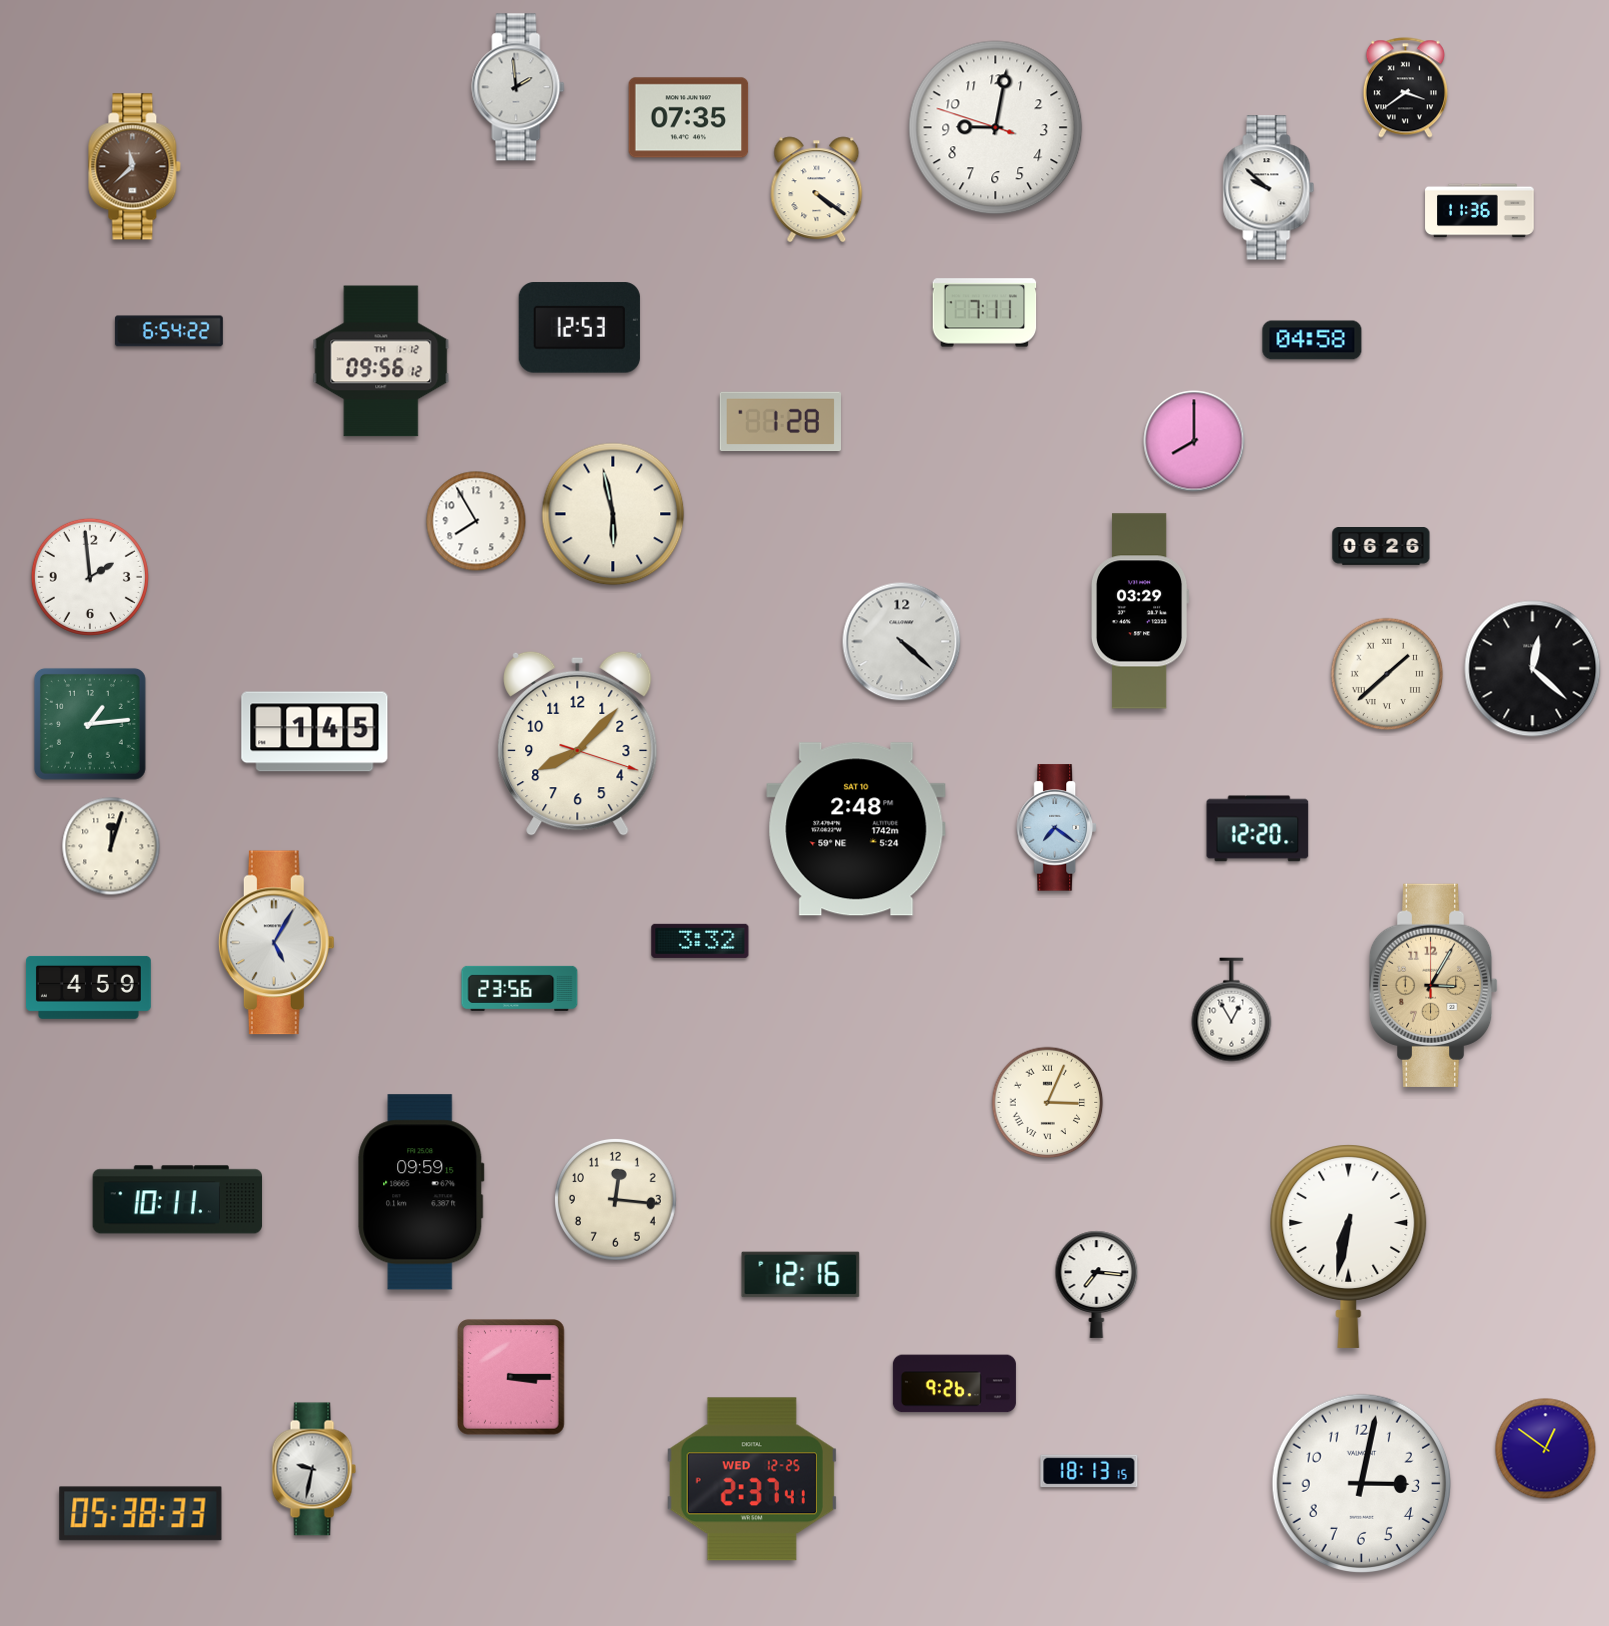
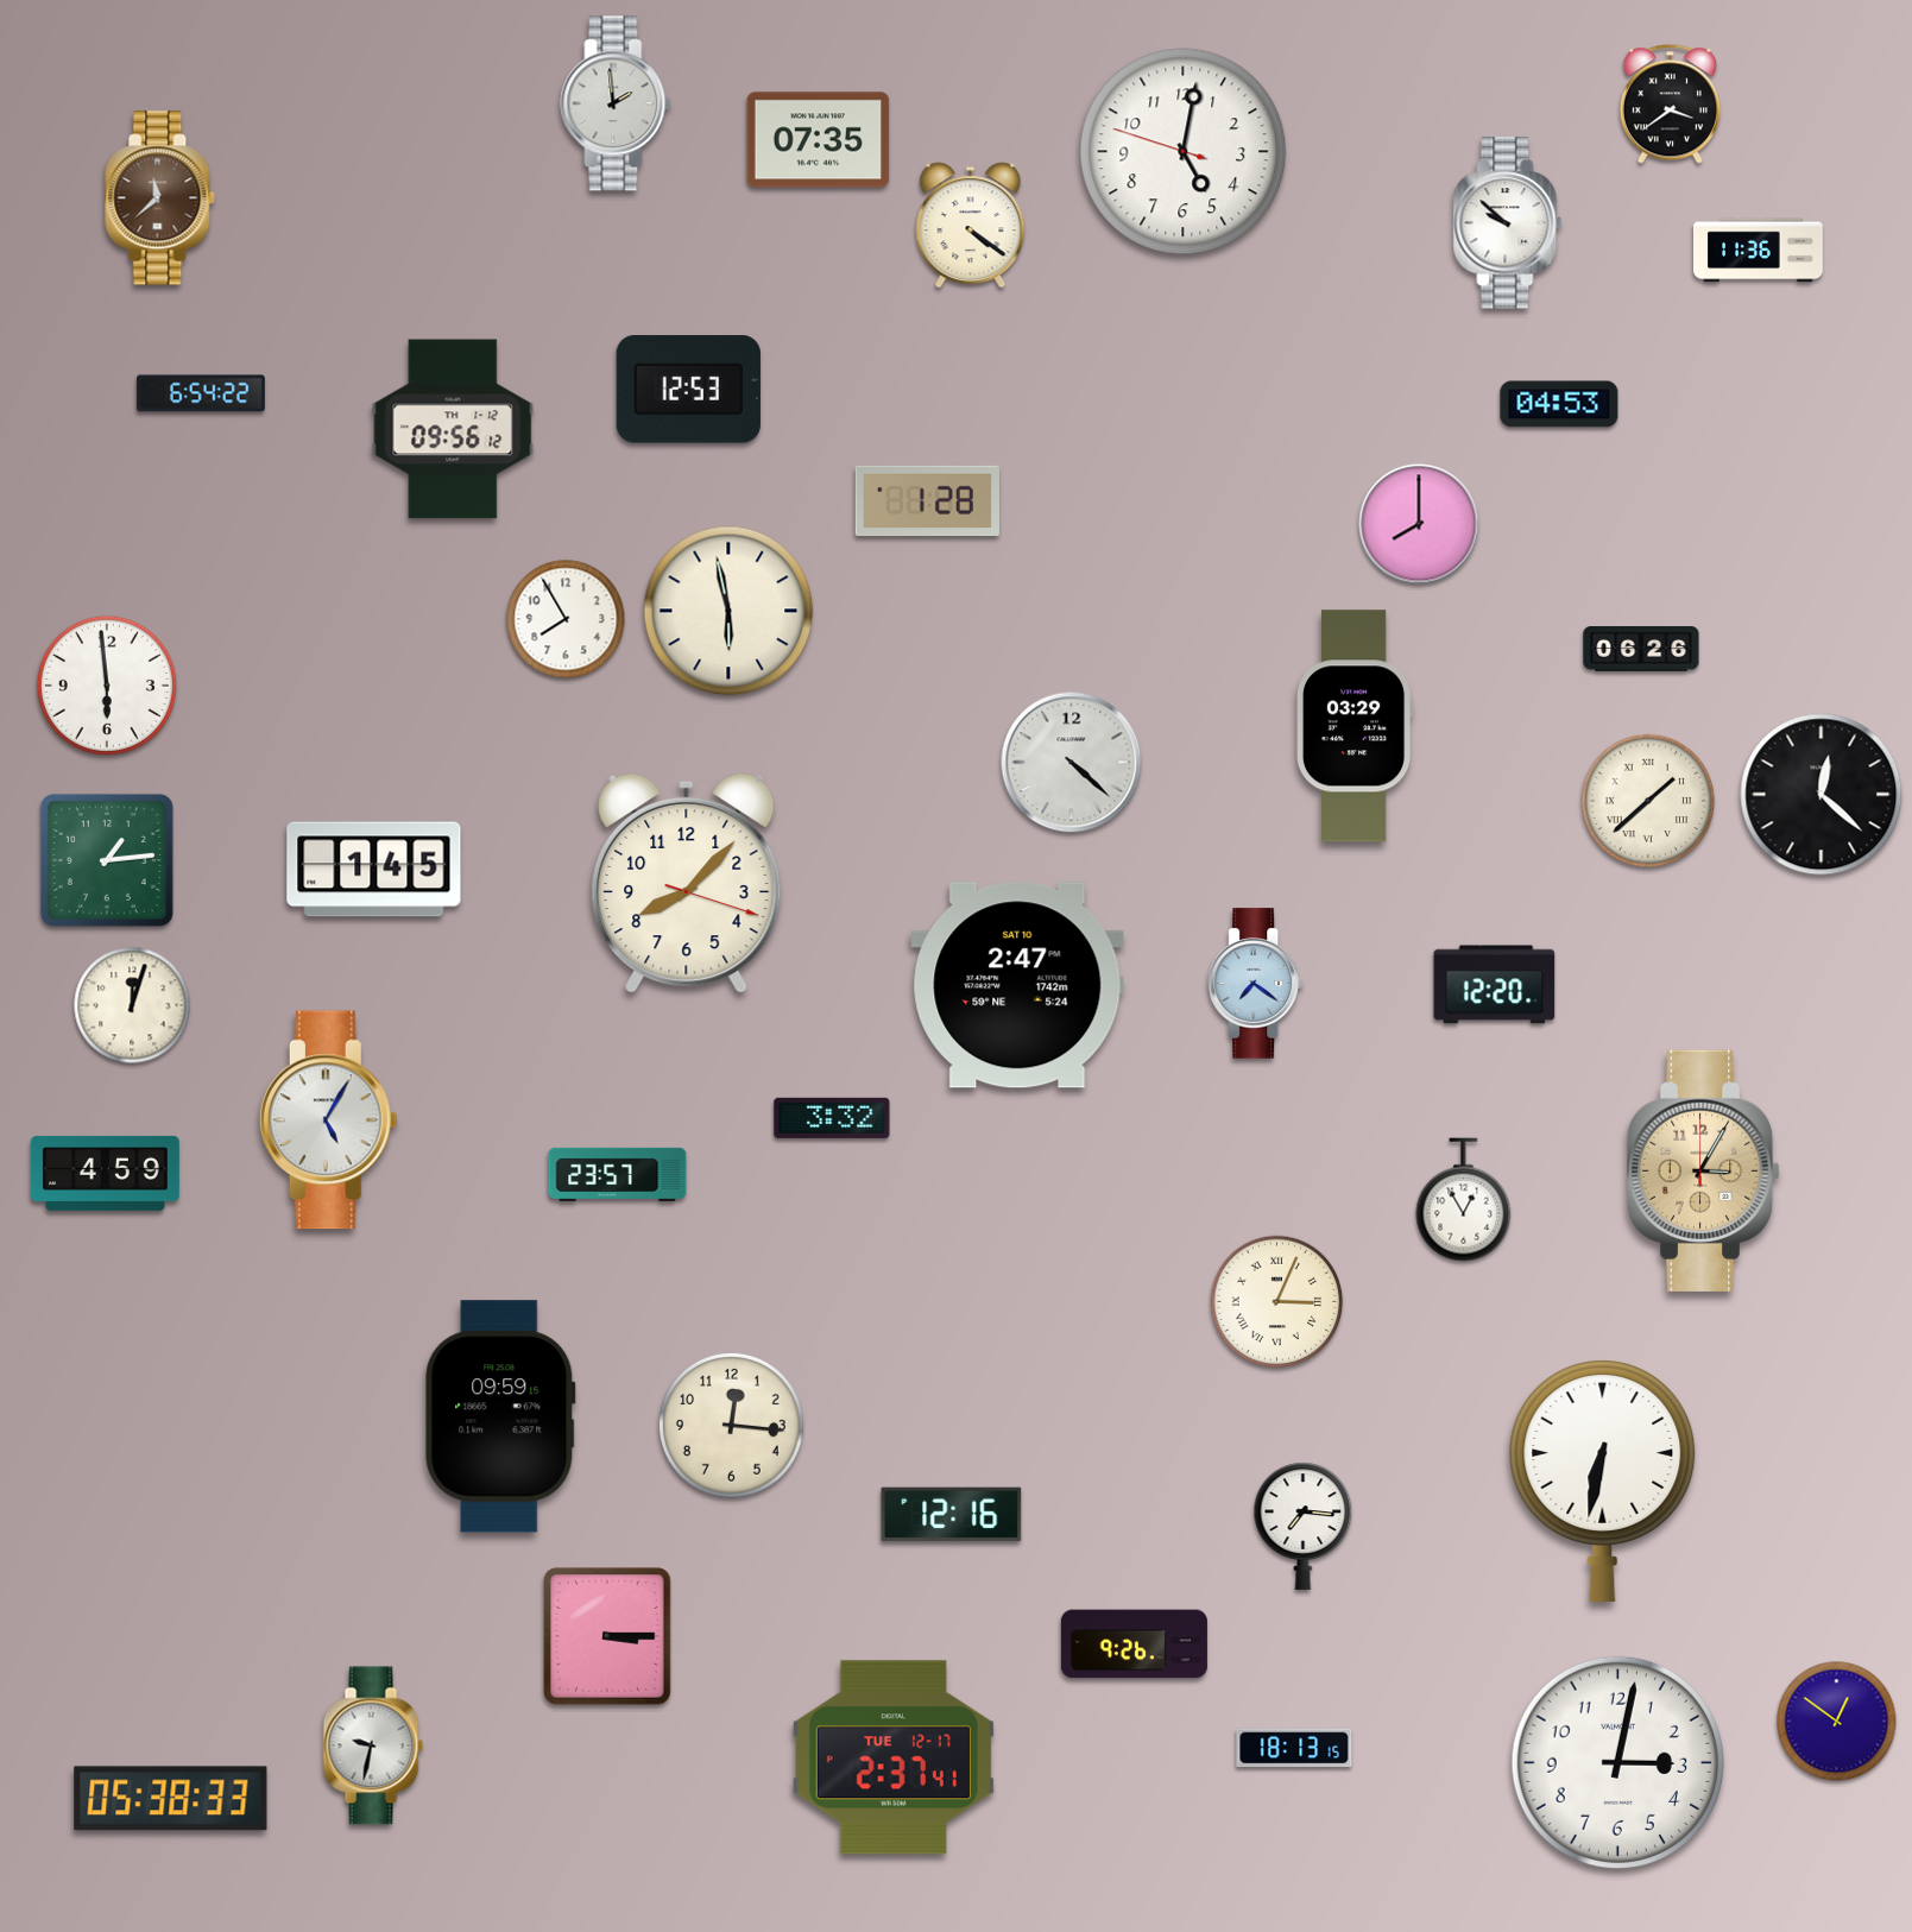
clock at (996, 128): 9:01 -> 5:01
clock at (985, 313): 7:11 -> none
clock at (1312, 340): 04:58 -> 04:53
clock at (90, 577): 1:59 -> 5:59
clock at (856, 829): 2:48 -> 2:47
clock at (520, 988): 23:56 -> 23:57
clock at (1048, 1103) position: (1048, 1103) -> (1277, 1302)
clock at (178, 1200): 10:11 -> none
clock at (752, 1479) date: WED 12-25 -> TUE 12-17
clock at (141, 1514) position: (141, 1514) -> (171, 1799)
